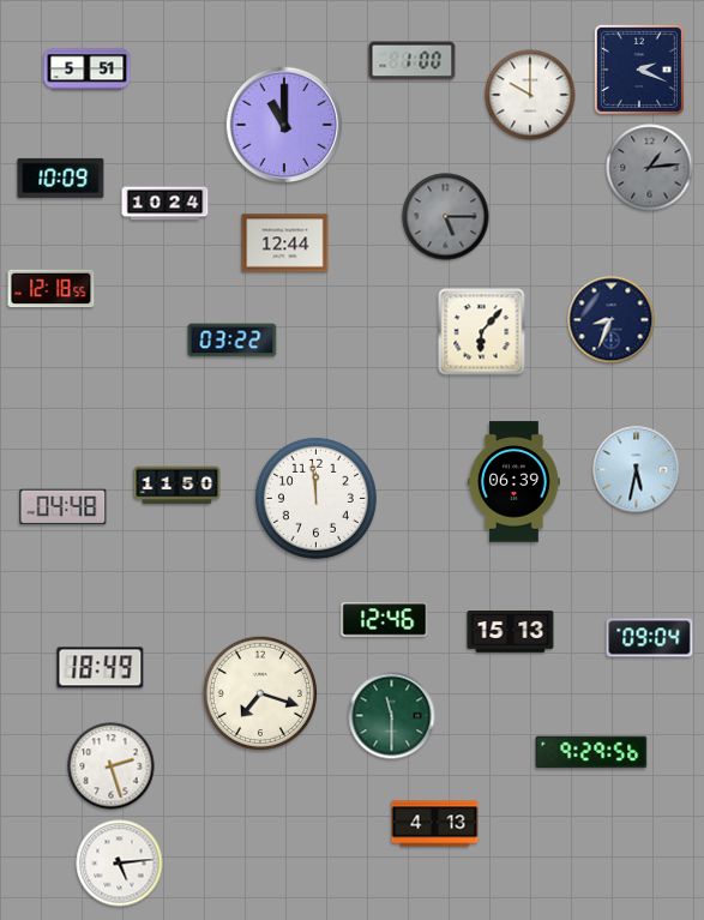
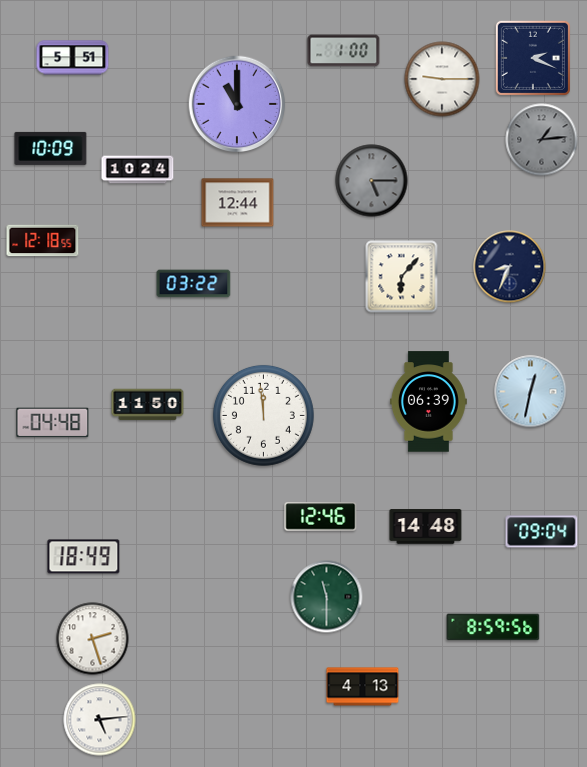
clock at (530, 95): 10:00 -> 9:15
clock at (637, 470): 5:32 -> 12:32
clock at (511, 632): 15:13 -> 14:48
clock at (259, 692): 7:18 -> none
clock at (591, 752): 9:29 -> 8:59
